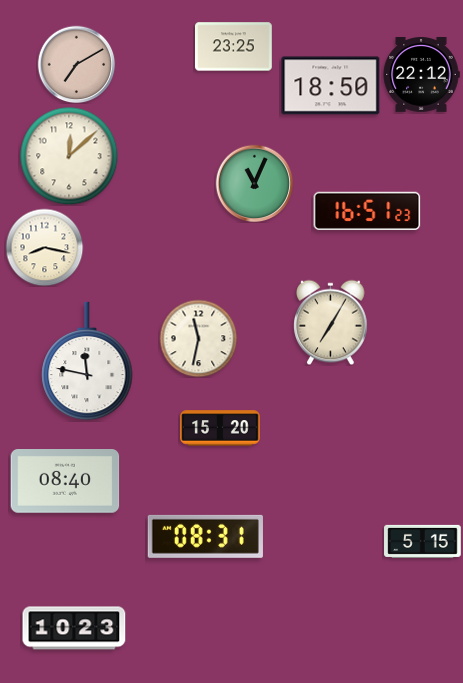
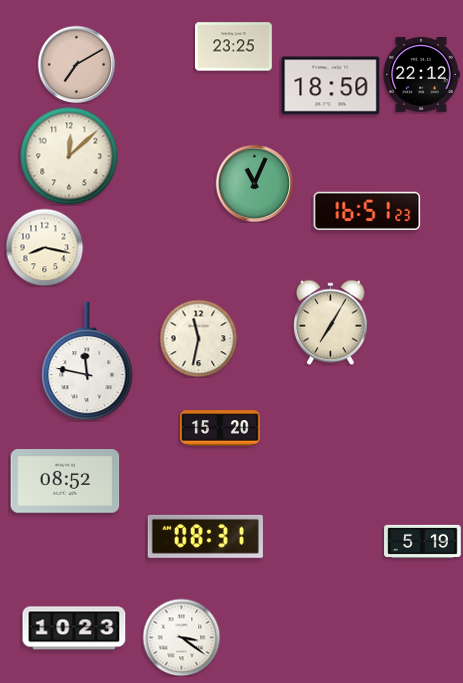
clock at (65, 482): 08:40 -> 08:52
clock at (423, 541): 5:15 -> 5:19
clock at (181, 637): none -> 3:21
